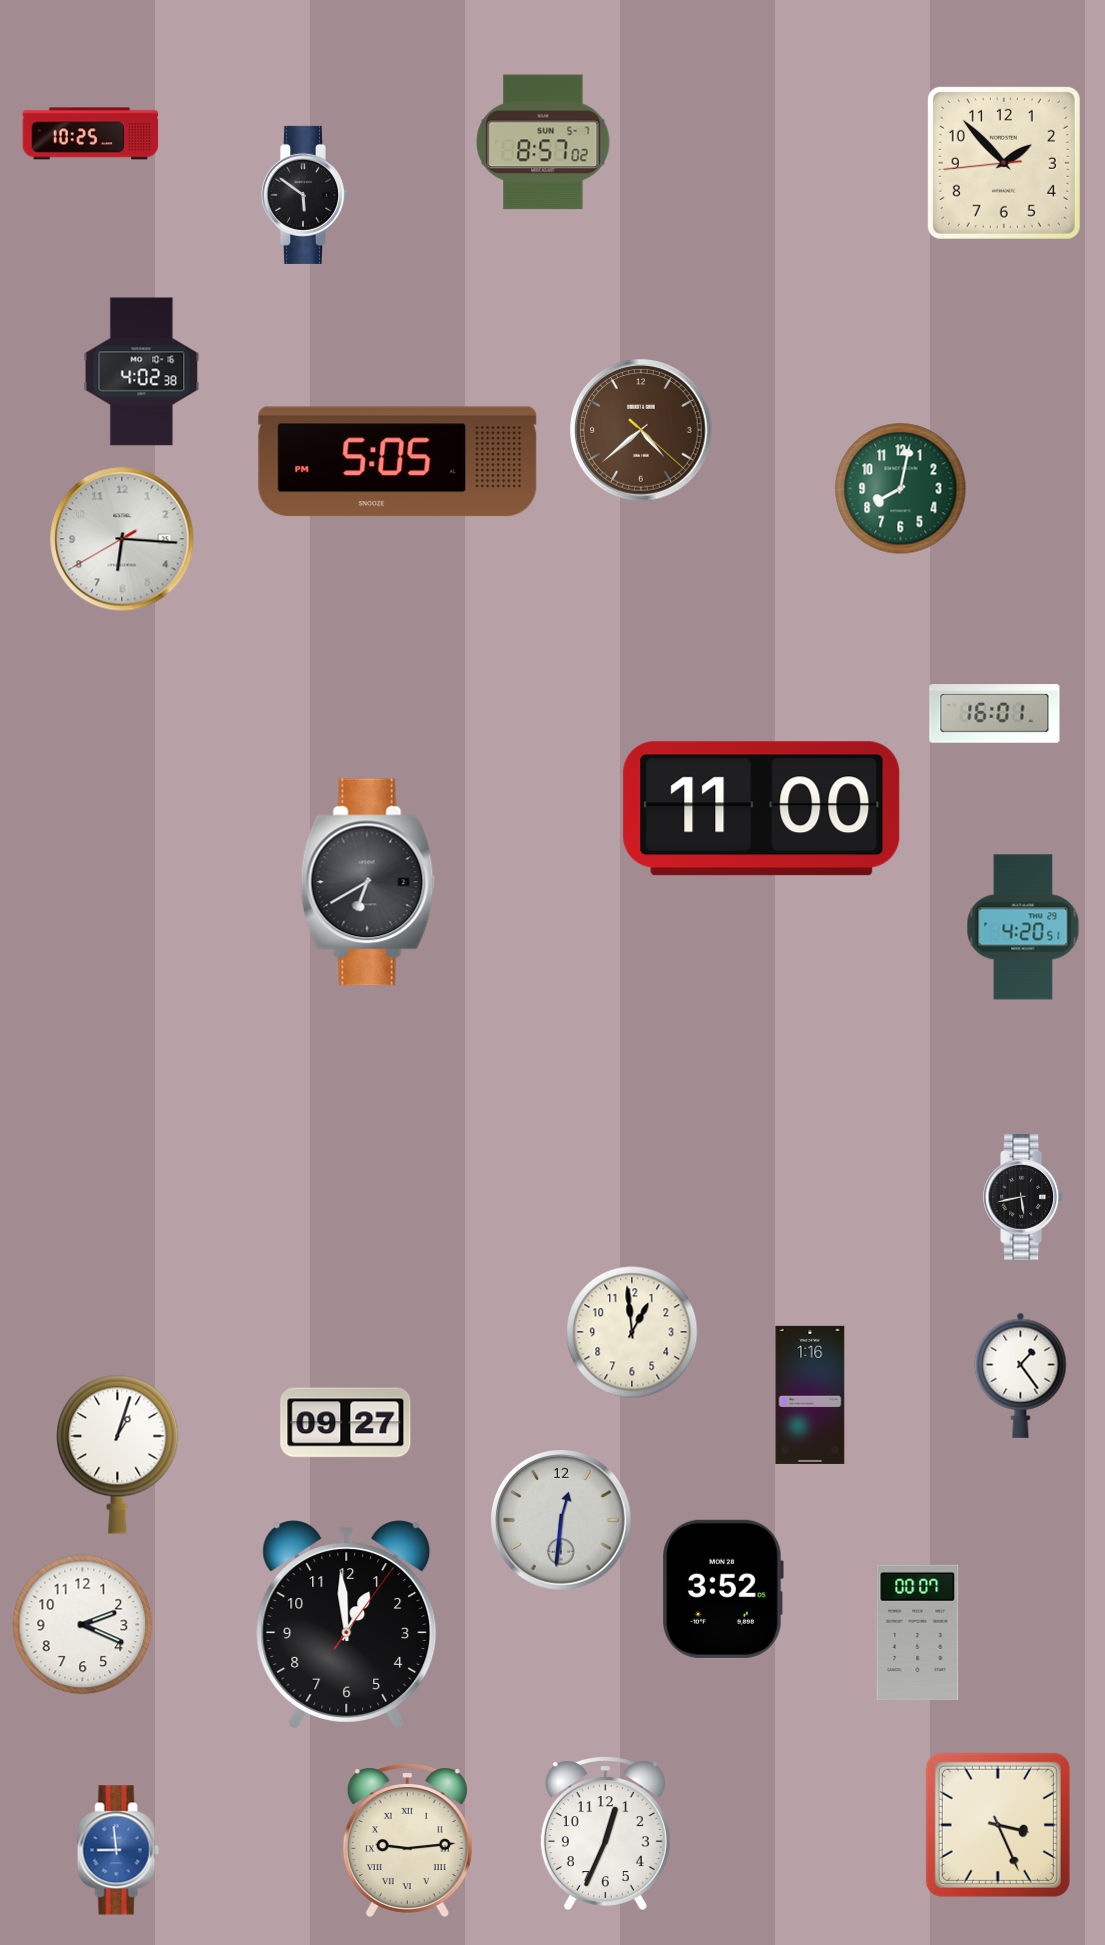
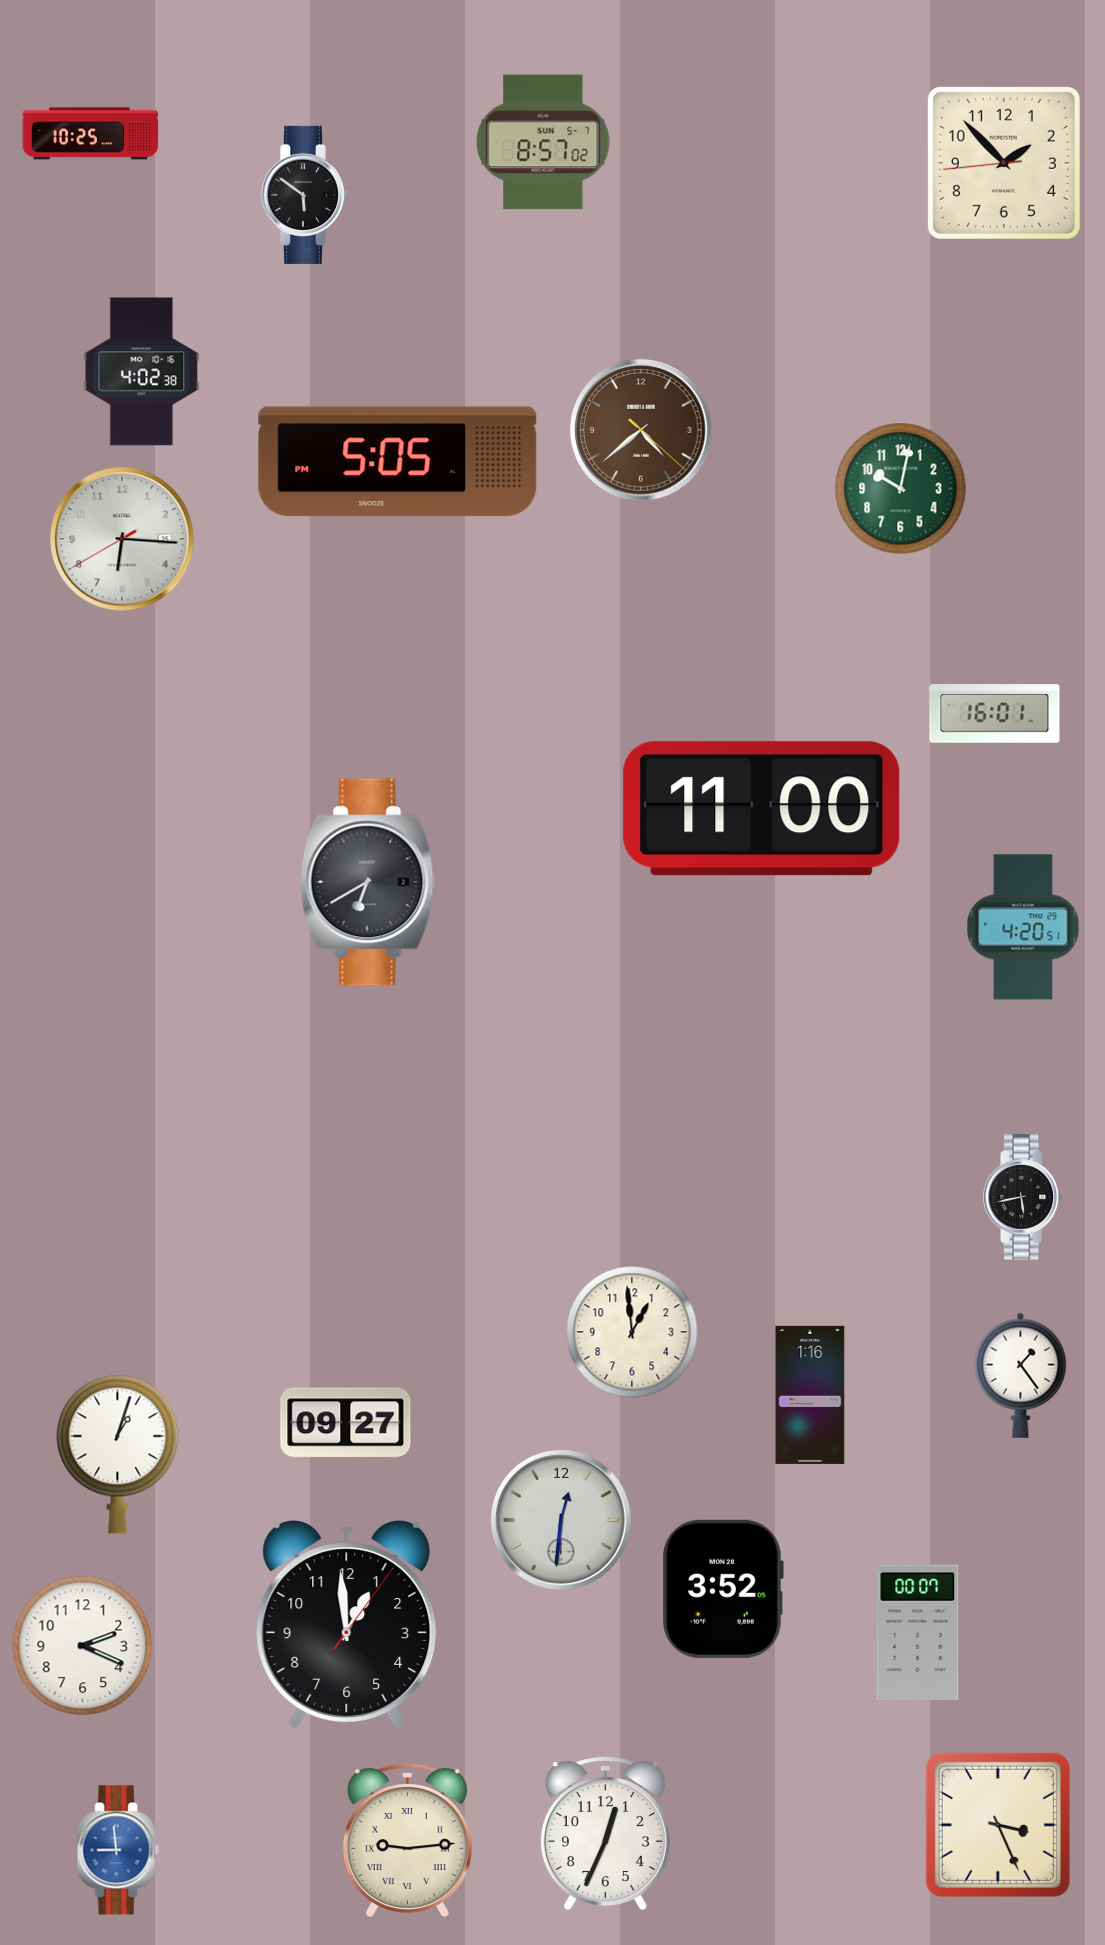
clock at (901, 489): 8:02 -> 10:02
clock at (83, 1625) position: (83, 1625) -> (83, 1646)
